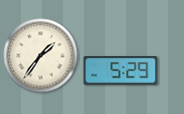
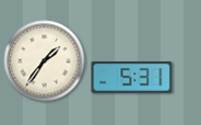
clock at (121, 71): 5:29 -> 5:31
